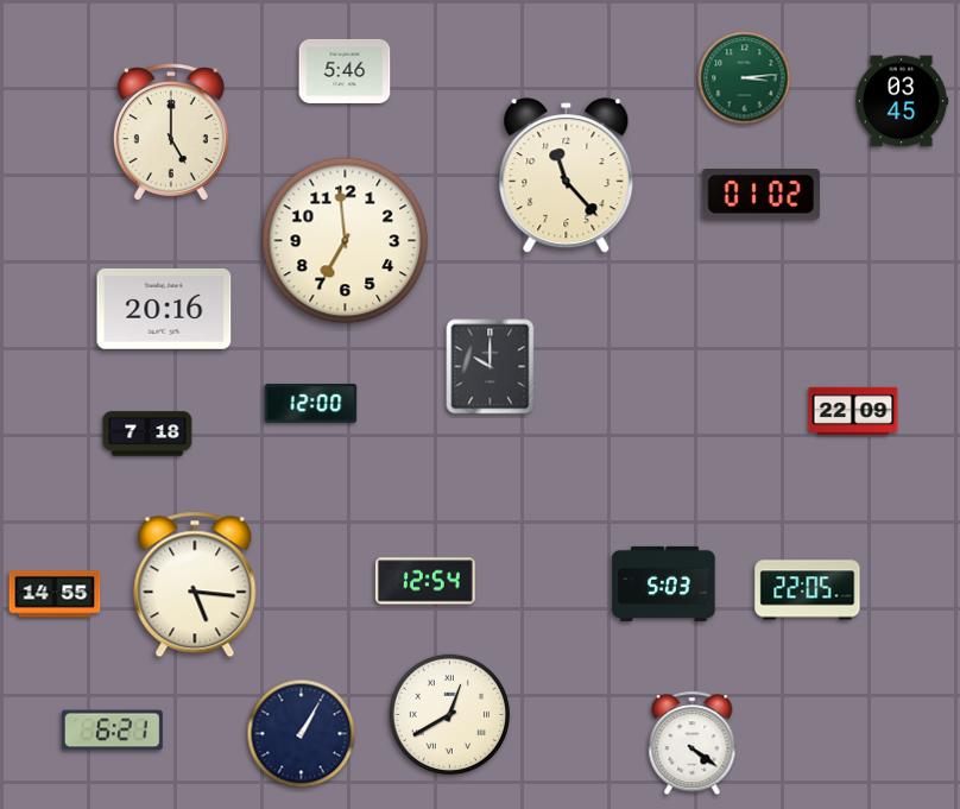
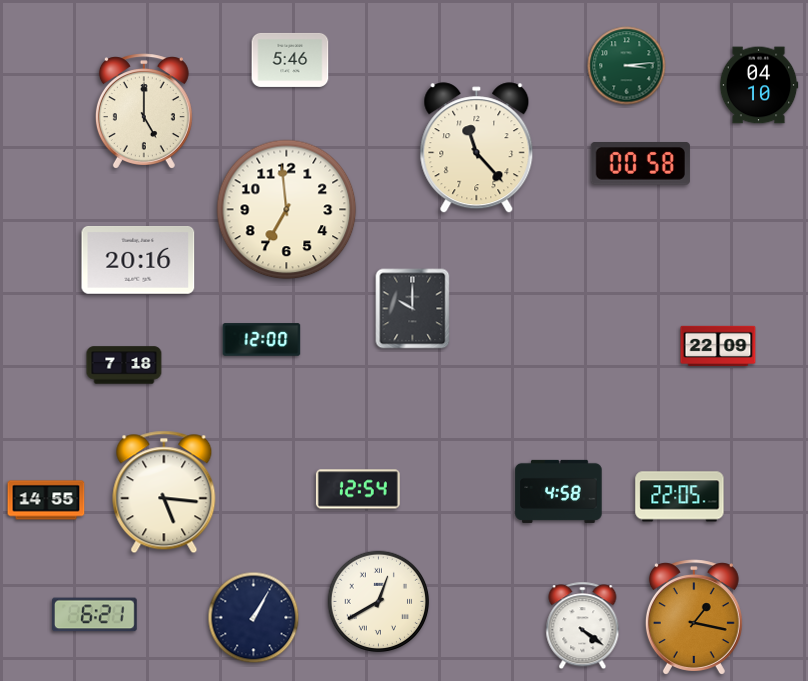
clock at (902, 101): 03:45 -> 04:10
clock at (760, 195): 01:02 -> 00:58
clock at (346, 241) position: (346, 241) -> (287, 210)
clock at (664, 583): 5:03 -> 4:58
clock at (694, 617): none -> 1:17
